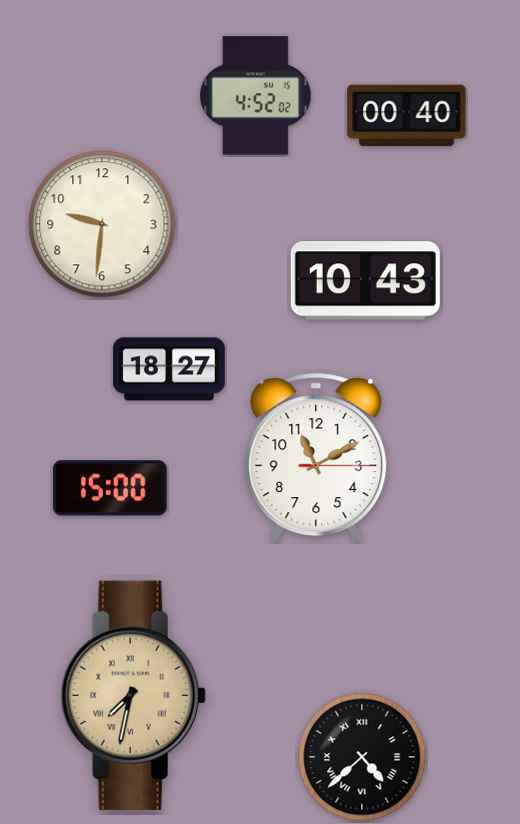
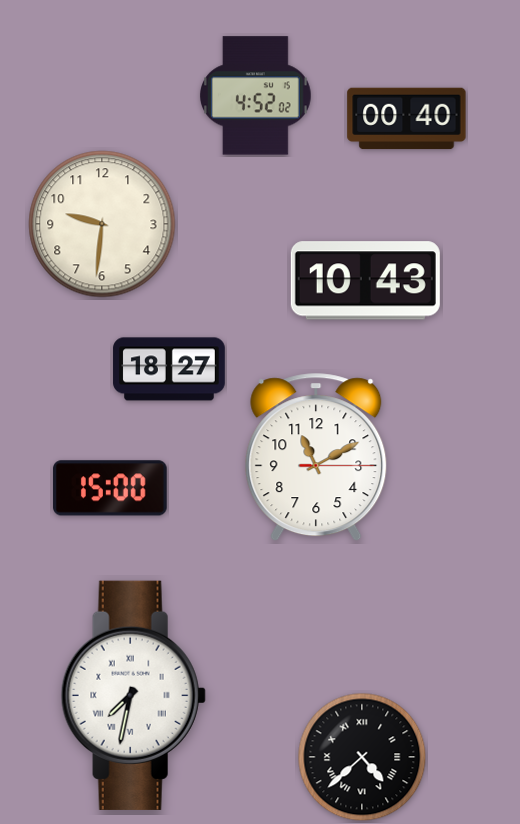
clock at (407, 116) position: (407, 116) -> (407, 119)
clock at (133, 695) dial: champagne -> white
